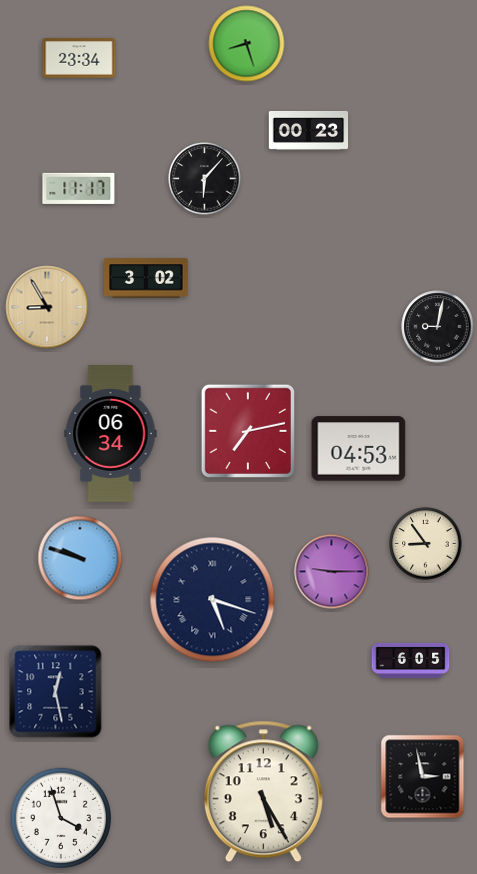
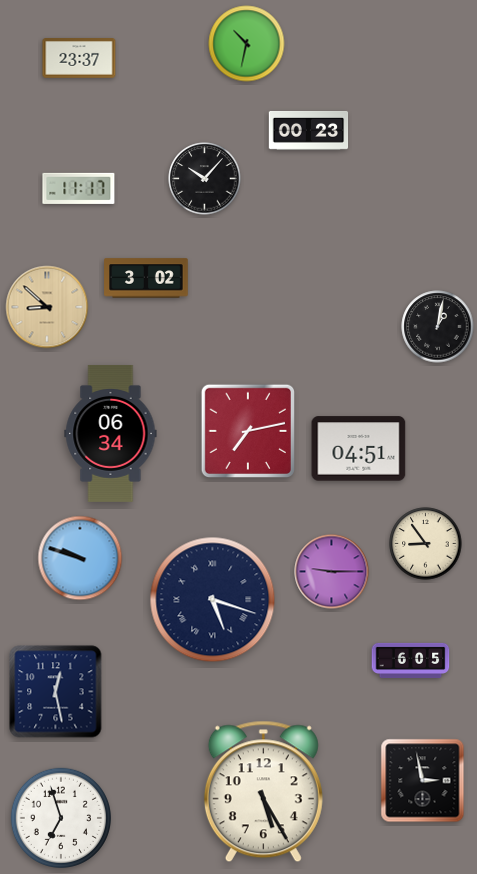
clock at (247, 44): 8:27 -> 10:32
clock at (79, 58): 23:34 -> 23:37
clock at (205, 179): 6:07 -> 10:07
clock at (47, 307): 8:55 -> 8:52
clock at (438, 327): 9:02 -> 1:02
clock at (359, 449): 04:53 -> 04:51
clock at (423, 777) position: (423, 777) -> (423, 781)
clock at (61, 818): 3:57 -> 6:57
